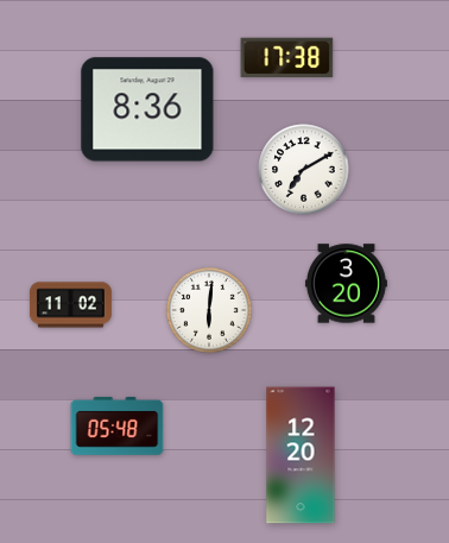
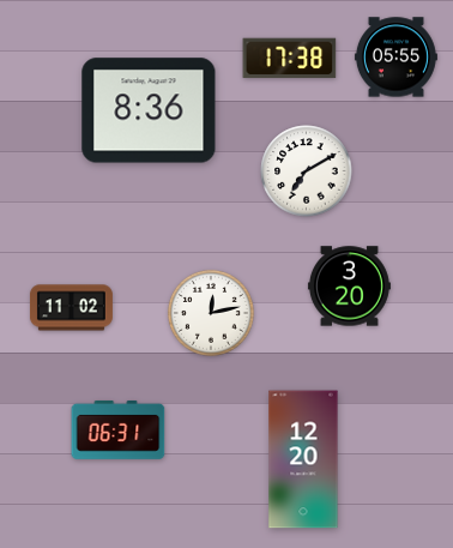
clock at (395, 58): none -> 05:55
clock at (209, 310): 6:01 -> 12:13
clock at (118, 425): 05:48 -> 06:31
